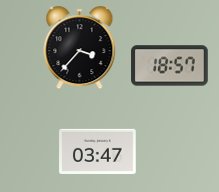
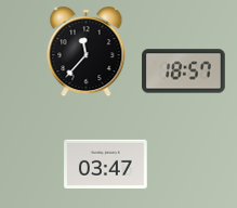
clock at (80, 48): 3:37 -> 11:37
